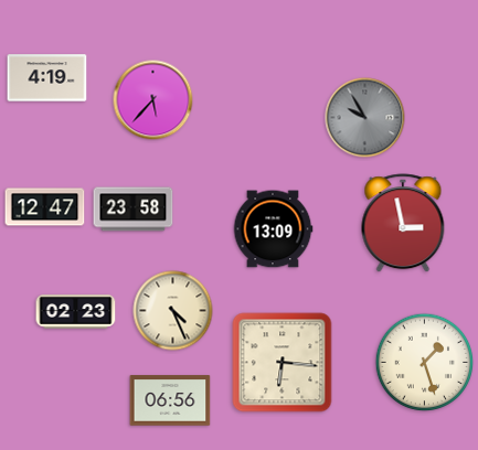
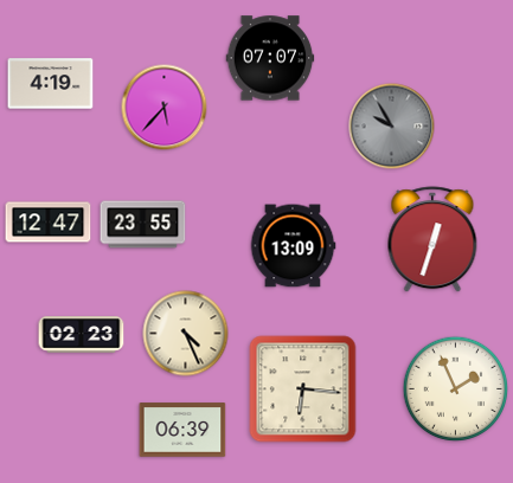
clock at (270, 58): none -> 07:07
clock at (134, 210): 23:58 -> 23:55
clock at (403, 224): 2:58 -> 12:33
clock at (425, 363): 1:27 -> 1:56
clock at (170, 400): 06:56 -> 06:39
